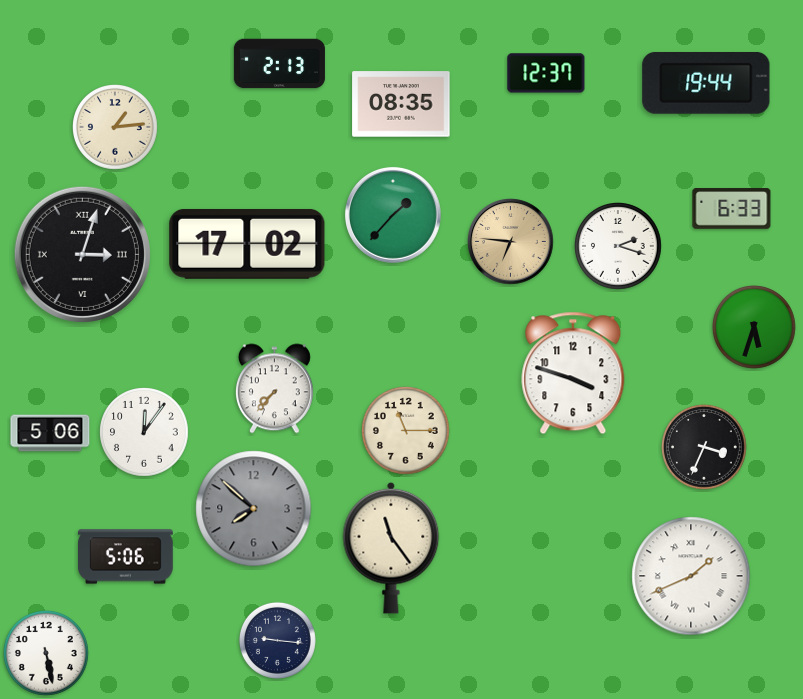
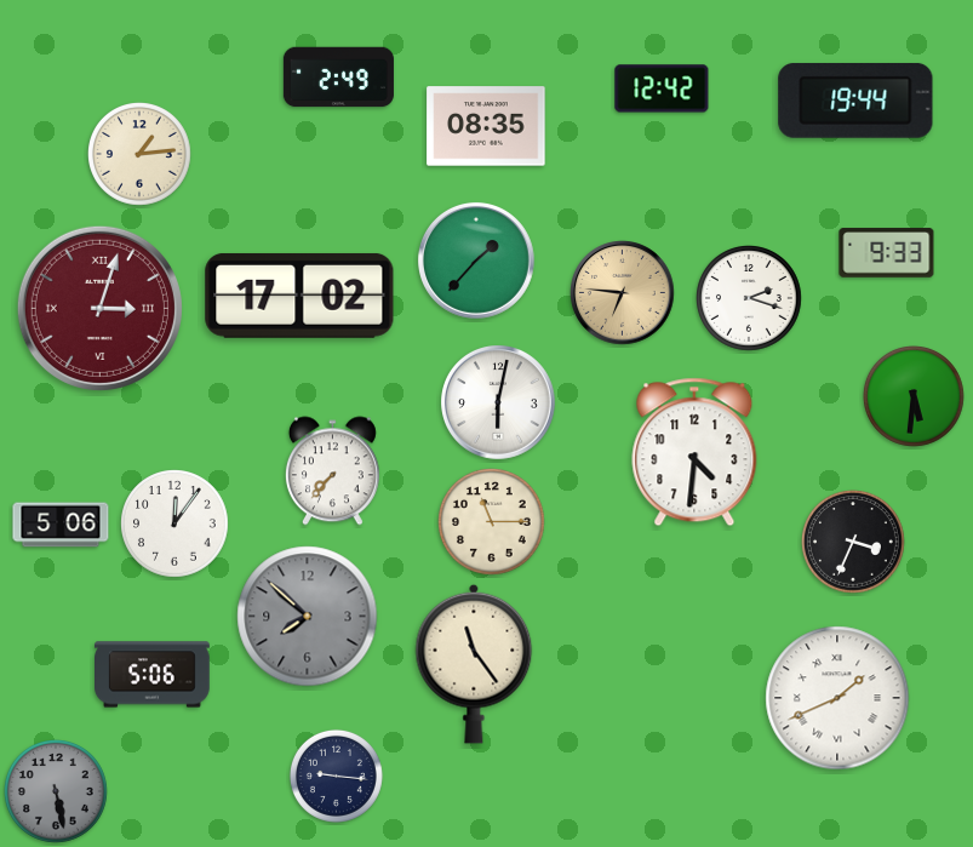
clock at (279, 64): 2:13 -> 2:49
clock at (546, 73): 12:37 -> 12:42
clock at (732, 209): 6:33 -> 9:33
clock at (511, 242) position: (511, 242) -> (623, 293)
clock at (82, 254) dial: black -> burgundy
clock at (755, 328): 5:33 -> 5:31
clock at (499, 404): none -> 6:02
clock at (573, 373): 3:48 -> 4:31
clock at (47, 654) dial: white -> grey
